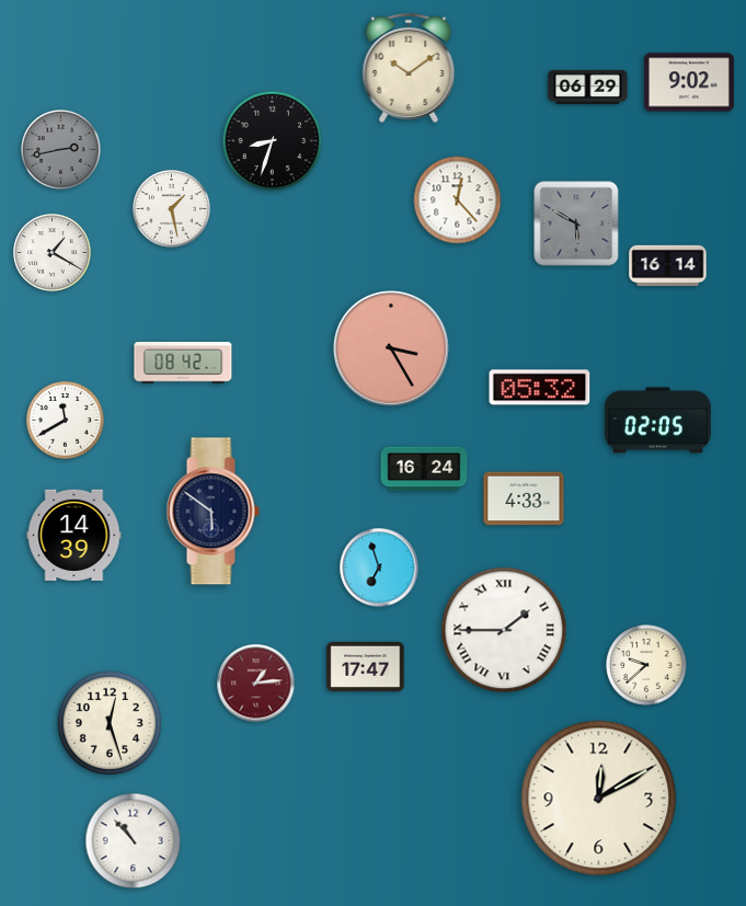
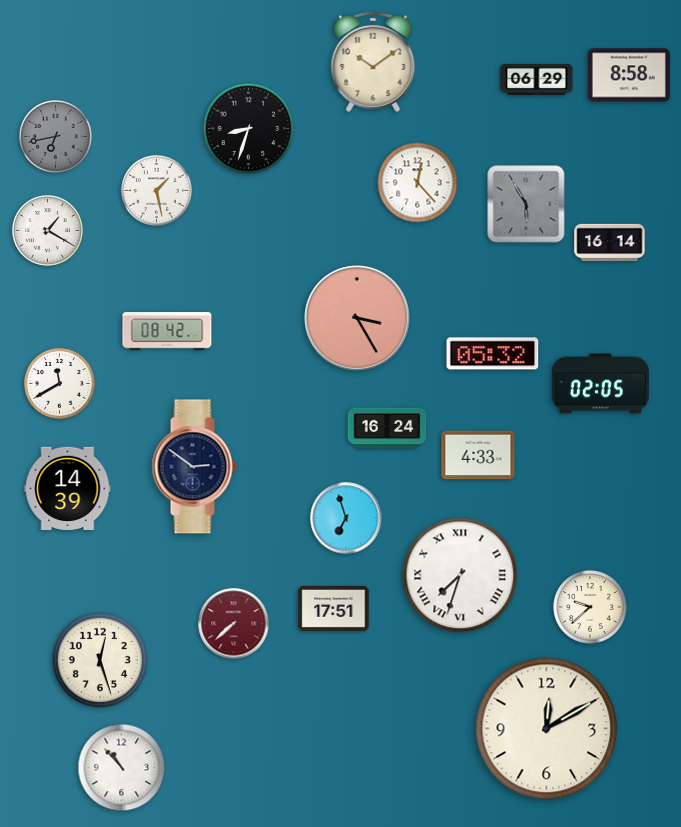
clock at (689, 82): 9:02 -> 8:58
clock at (61, 150): 2:43 -> 6:43
clock at (576, 223): 5:50 -> 5:55
clock at (213, 512): 5:51 -> 2:51
clock at (504, 630): 1:45 -> 7:33
clock at (366, 666): 17:47 -> 17:51
clock at (256, 684): 1:14 -> 7:38
